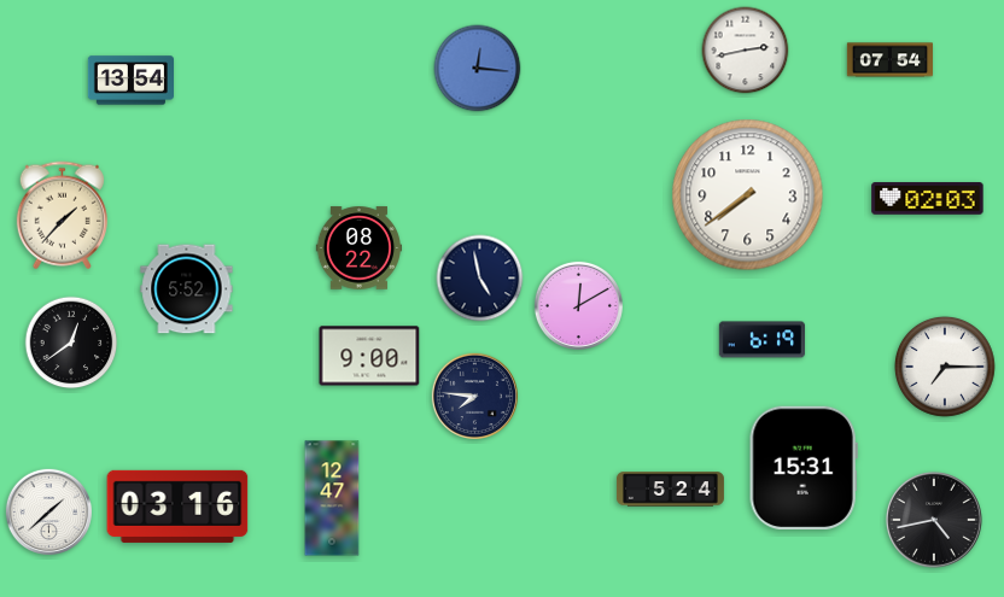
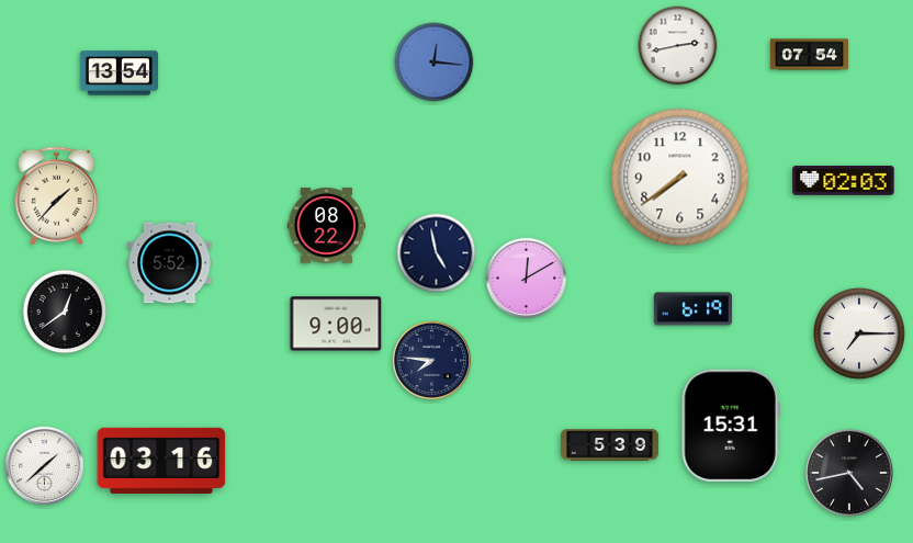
clock at (670, 490): 5:24 -> 5:39
clock at (332, 498): 12:47 -> none
